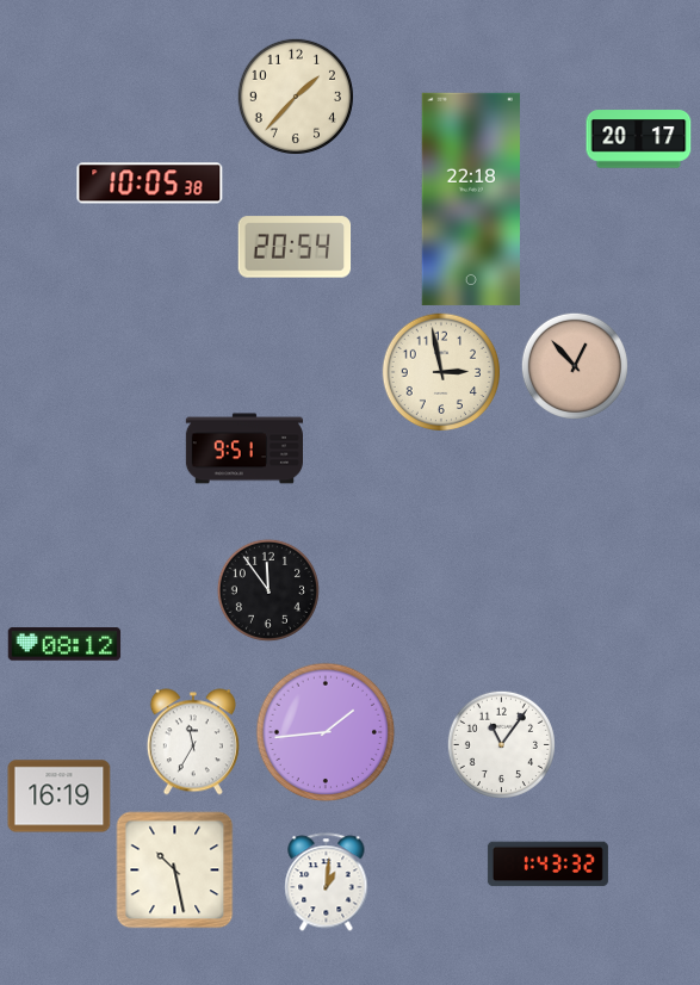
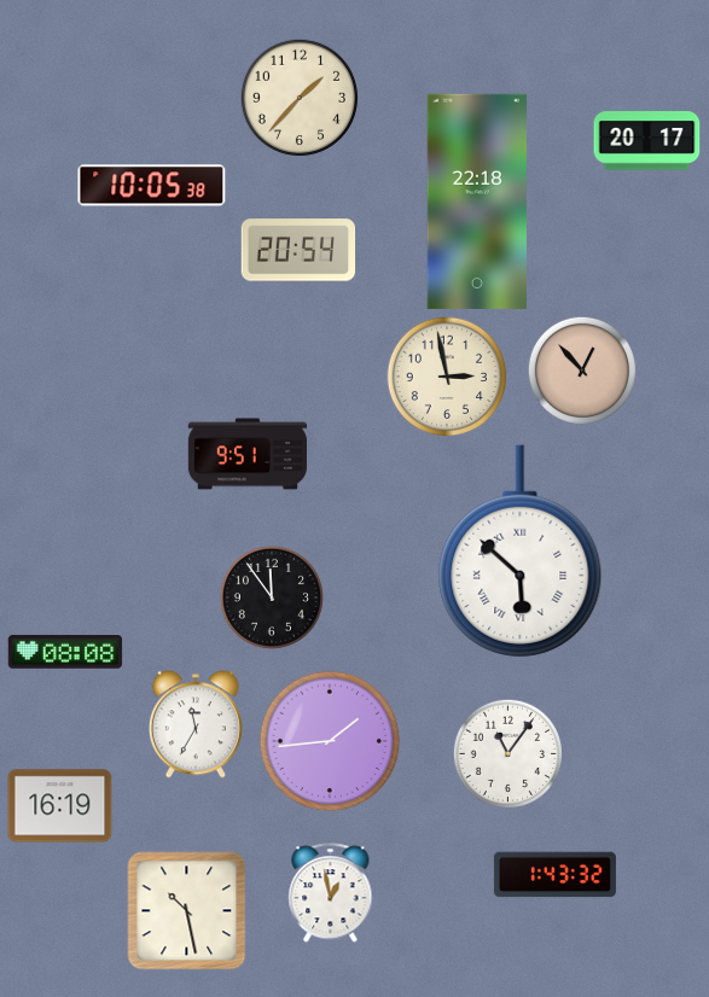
clock at (521, 552): none -> 5:52
clock at (64, 644): 08:12 -> 08:08
clock at (193, 742) position: (193, 742) -> (196, 724)
clock at (175, 871) position: (175, 871) -> (187, 911)
clock at (327, 882): 1:01 -> 12:58
